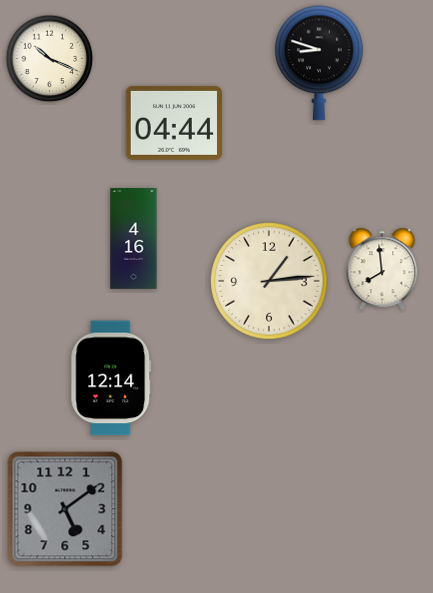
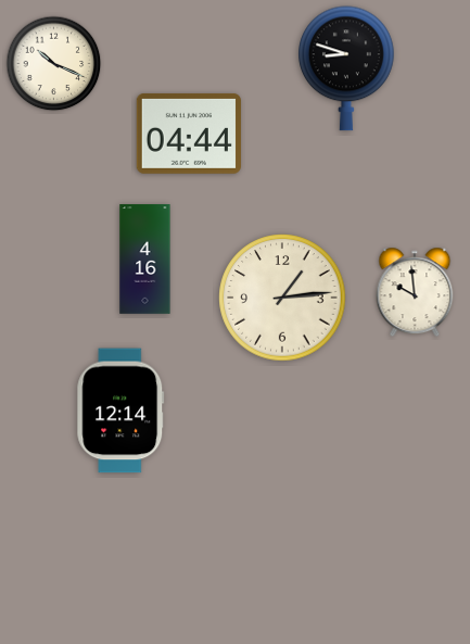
clock at (382, 269): 7:59 -> 9:59
clock at (269, 281) position: (269, 281) -> (282, 298)
clock at (65, 509): 5:09 -> none
